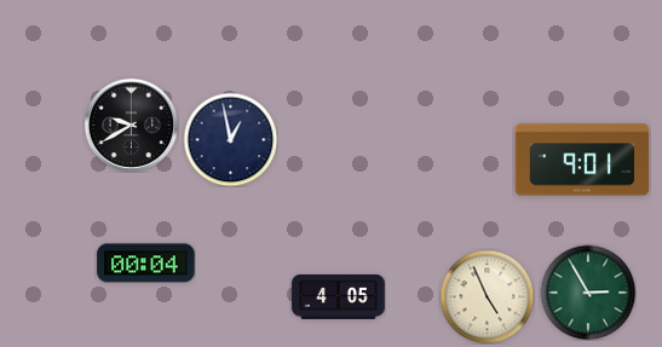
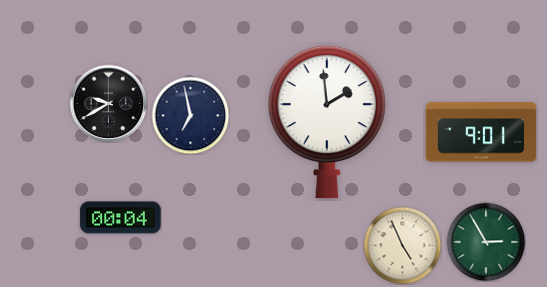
clock at (230, 139): 12:58 -> 6:58
clock at (327, 122): none -> 1:59
clock at (339, 296): 4:05 -> none
